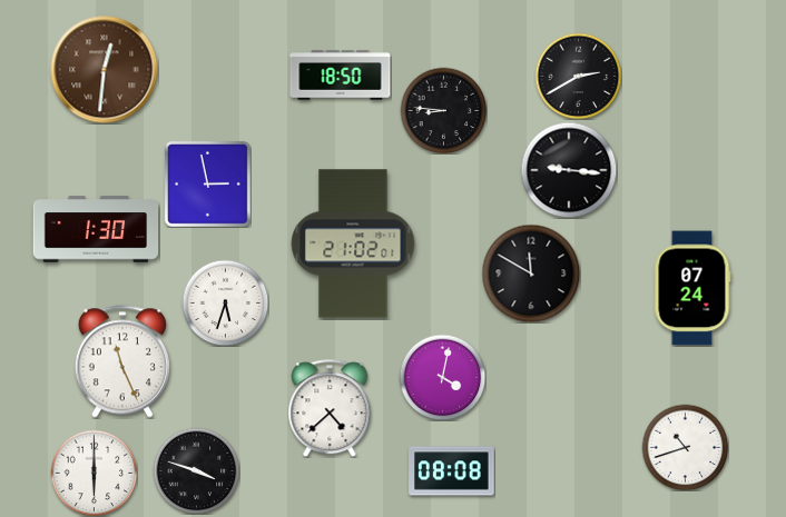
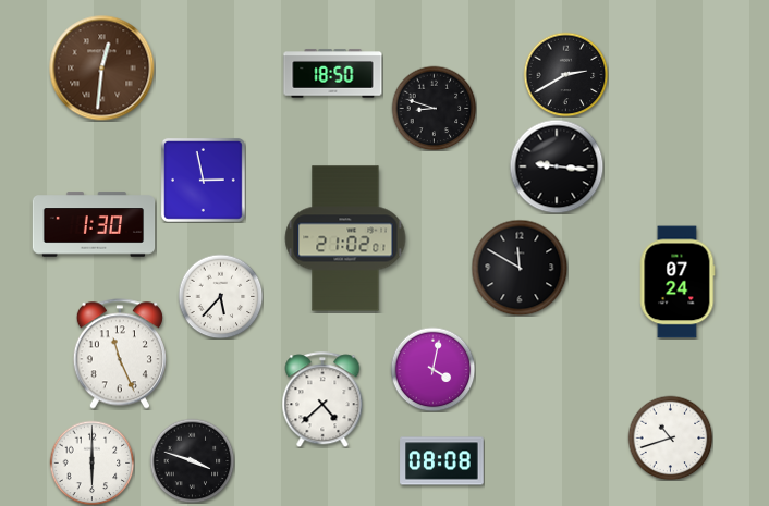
clock at (443, 110): 8:46 -> 8:48
clock at (225, 302): 5:33 -> 5:37
